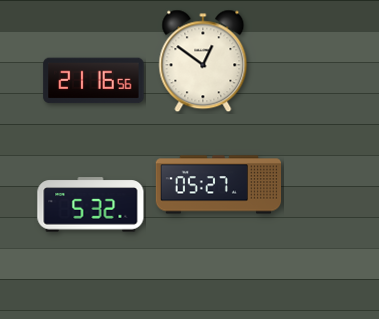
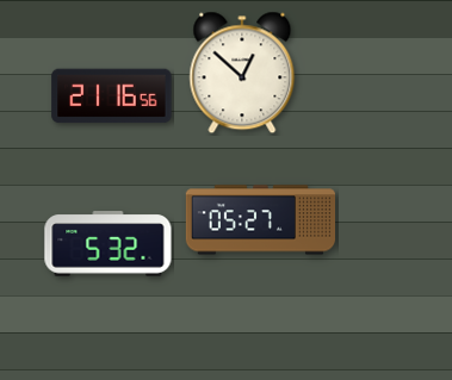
clock at (203, 61): 12:51 -> 12:52
